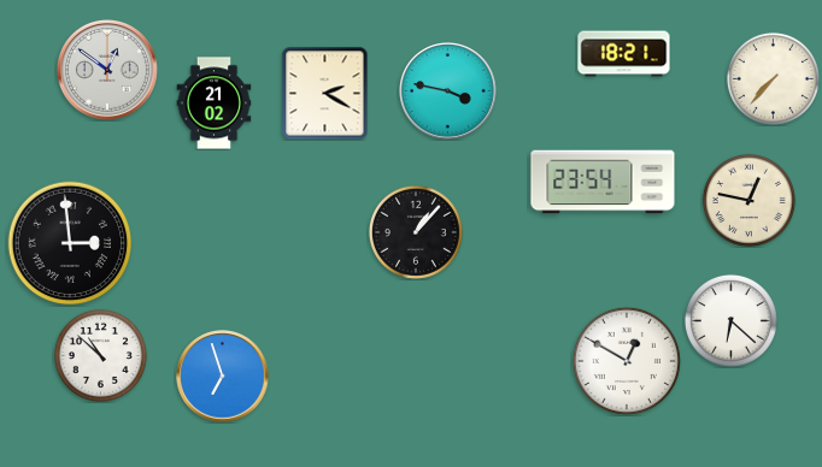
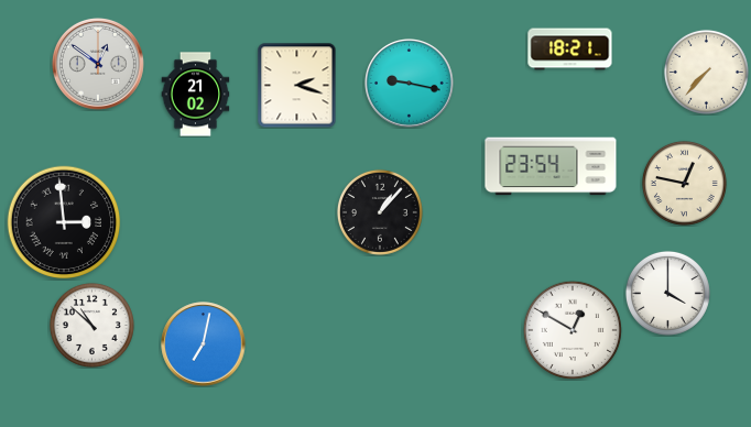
clock at (448, 91): 3:47 -> 9:17
clock at (325, 93): 2:20 -> 2:18
clock at (730, 320): 6:22 -> 4:00
clock at (223, 377): 6:57 -> 7:02
